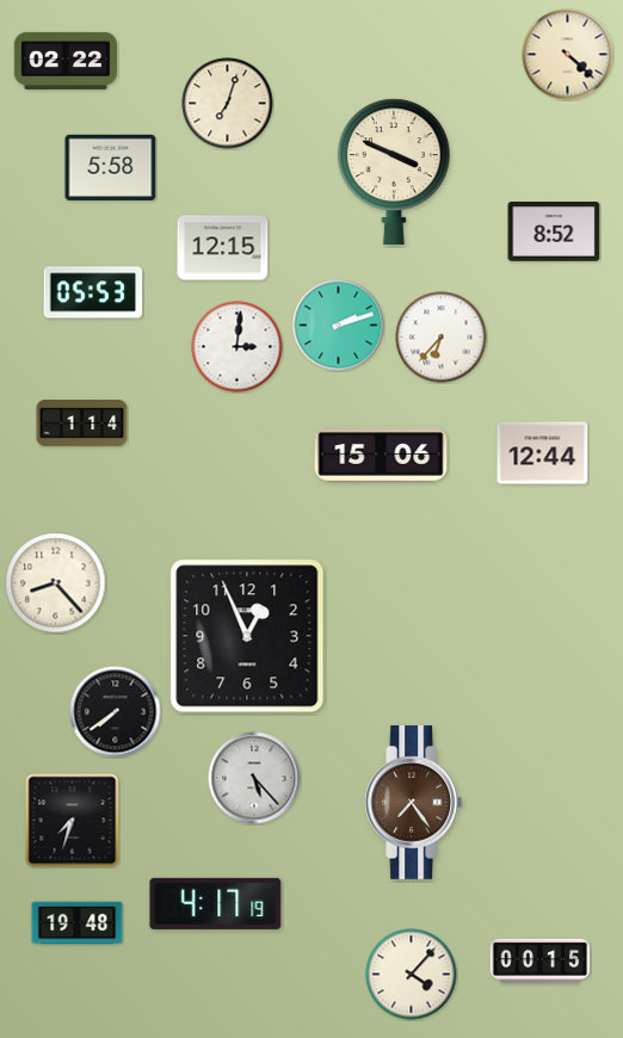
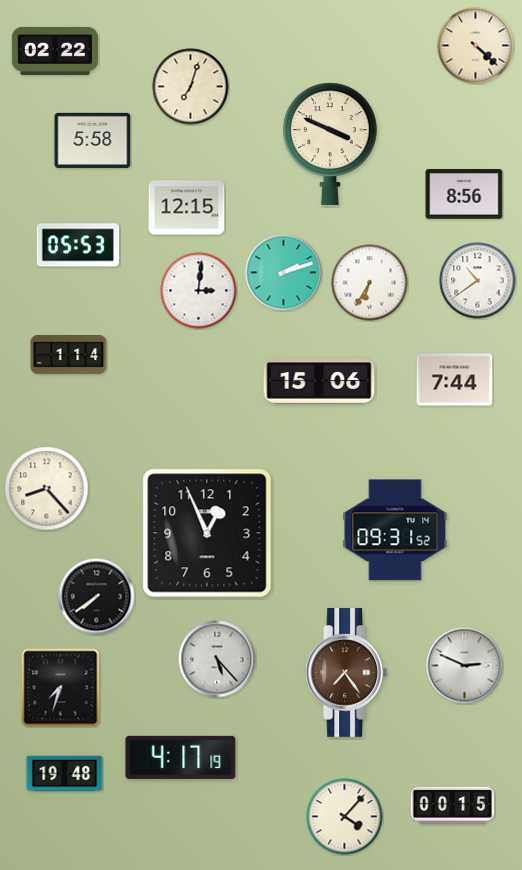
clock at (554, 231): 8:52 -> 8:56
clock at (478, 281): none -> 10:39
clock at (442, 338): 6:37 -> 6:35
clock at (543, 453): 12:44 -> 7:44
clock at (395, 530): none -> 09:31
clock at (254, 778) position: (254, 778) -> (217, 659)
clock at (465, 666): none -> 2:49
